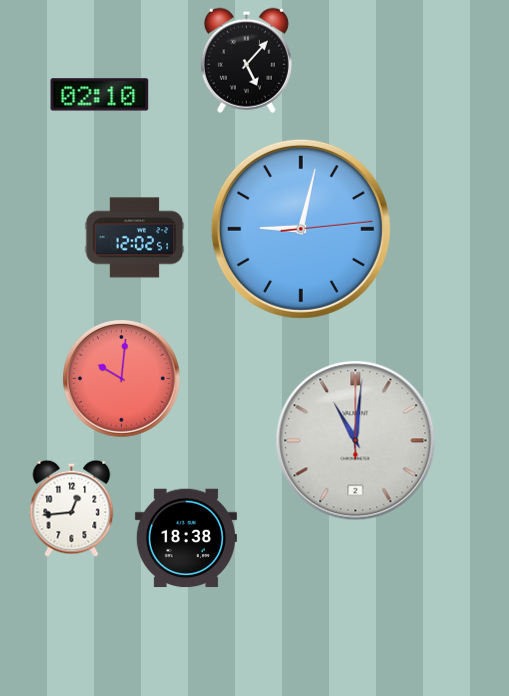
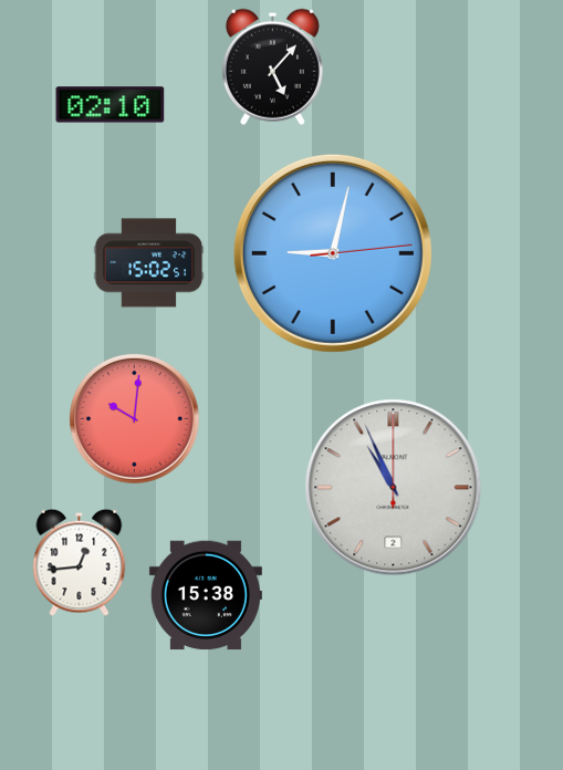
clock at (135, 238): 12:02 -> 15:02
clock at (356, 441): 11:01 -> 10:56
clock at (186, 538): 18:38 -> 15:38
